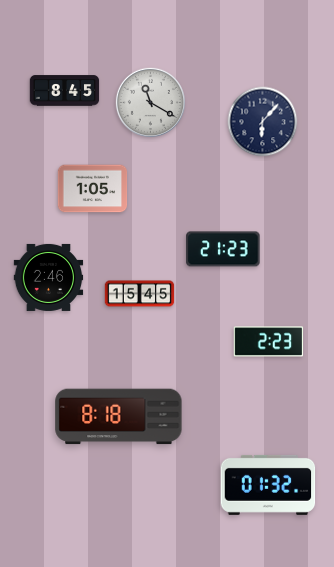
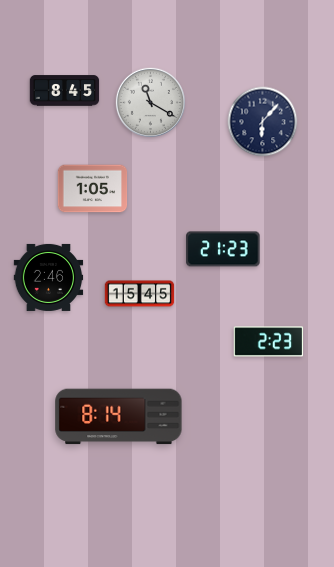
clock at (119, 417): 8:18 -> 8:14
clock at (268, 485): 01:32 -> none
